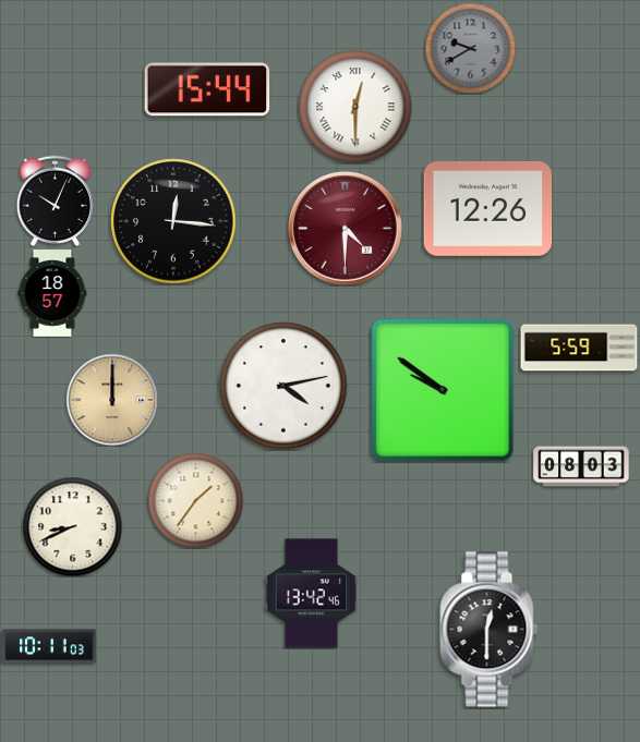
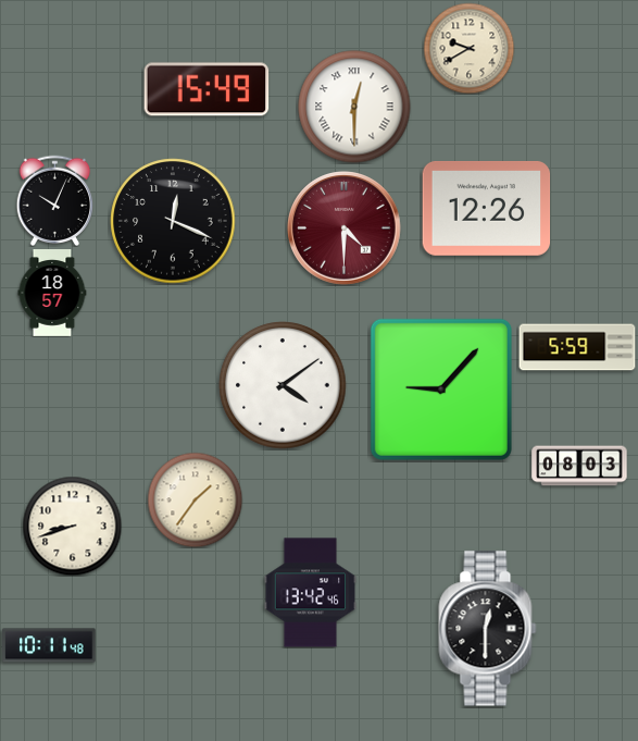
clock at (470, 48) dial: grey -> cream
clock at (207, 89): 15:44 -> 15:49
clock at (173, 221): 12:16 -> 12:19
clock at (283, 386): 4:13 -> 4:09
clock at (443, 390): 9:51 -> 9:07
clock at (112, 400): 12:00 -> none
clock at (72, 526): 8:41 -> 8:42
clock at (49, 646): 10:11:03 -> 10:11:48
